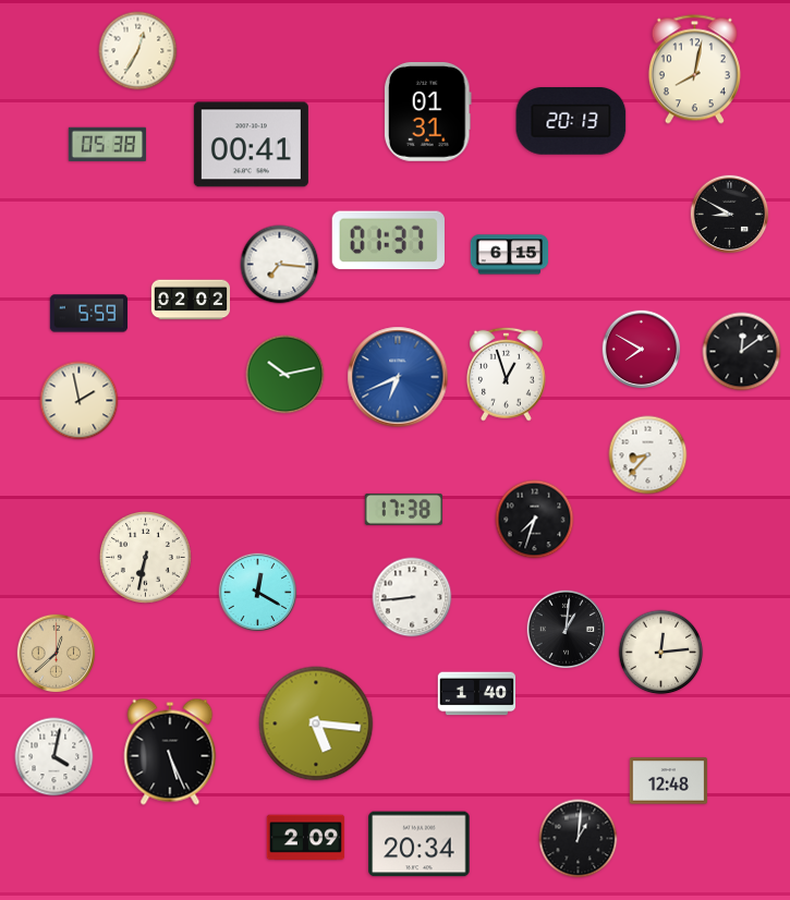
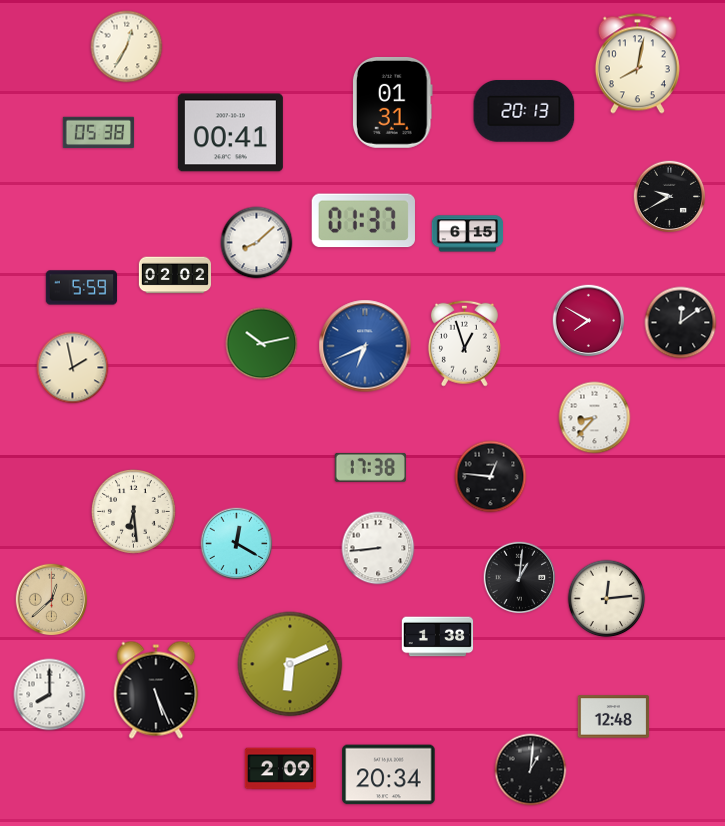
clock at (730, 215): 8:50 -> 9:40
clock at (388, 241) position: (388, 241) -> (363, 221)
clock at (280, 265): 7:16 -> 8:08
clock at (535, 520): 7:33 -> 12:46
clock at (145, 557): 6:32 -> 6:29
clock at (477, 694): 1:40 -> 1:38
clock at (316, 723): 5:16 -> 6:11
clock at (54, 757): 4:02 -> 8:00
clock at (420, 844) position: (420, 844) -> (389, 775)
